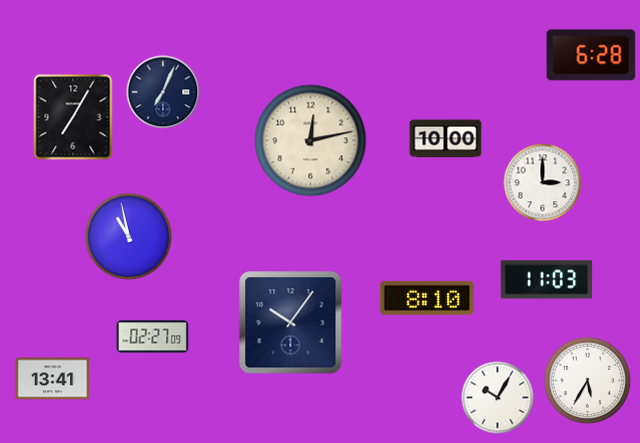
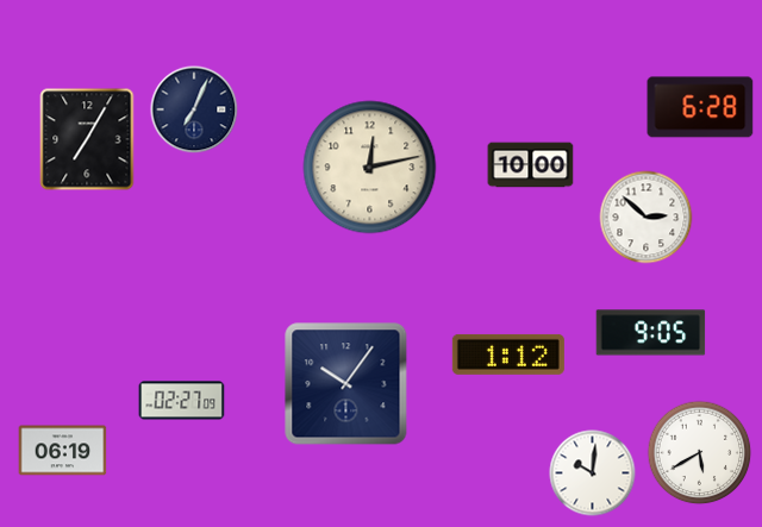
clock at (591, 55) position: (591, 55) -> (700, 107)
clock at (543, 183): 3:00 -> 2:52
clock at (129, 237): 10:58 -> none
clock at (547, 280): 11:03 -> 9:05
clock at (427, 298): 8:10 -> 1:12
clock at (53, 379): 13:41 -> 06:19
clock at (588, 381): 5:35 -> 5:40
clock at (498, 398): 10:05 -> 10:01
